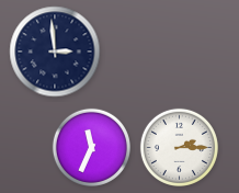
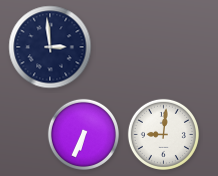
clock at (91, 147): 11:34 -> 6:34
clock at (179, 147): 2:15 -> 9:01
